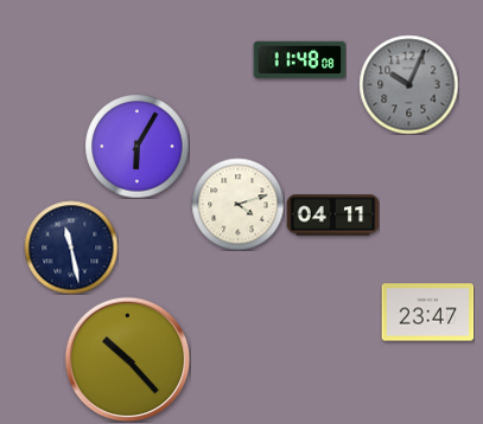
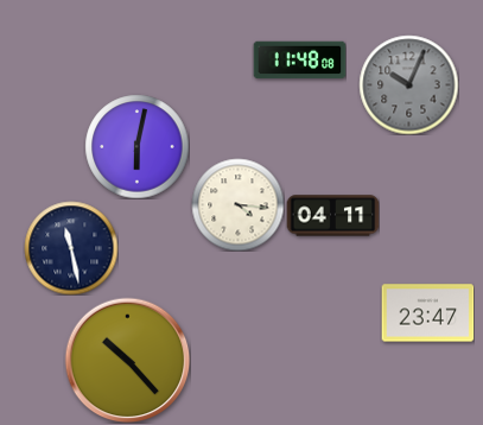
clock at (136, 146): 6:05 -> 6:02
clock at (237, 204): 4:12 -> 4:16
